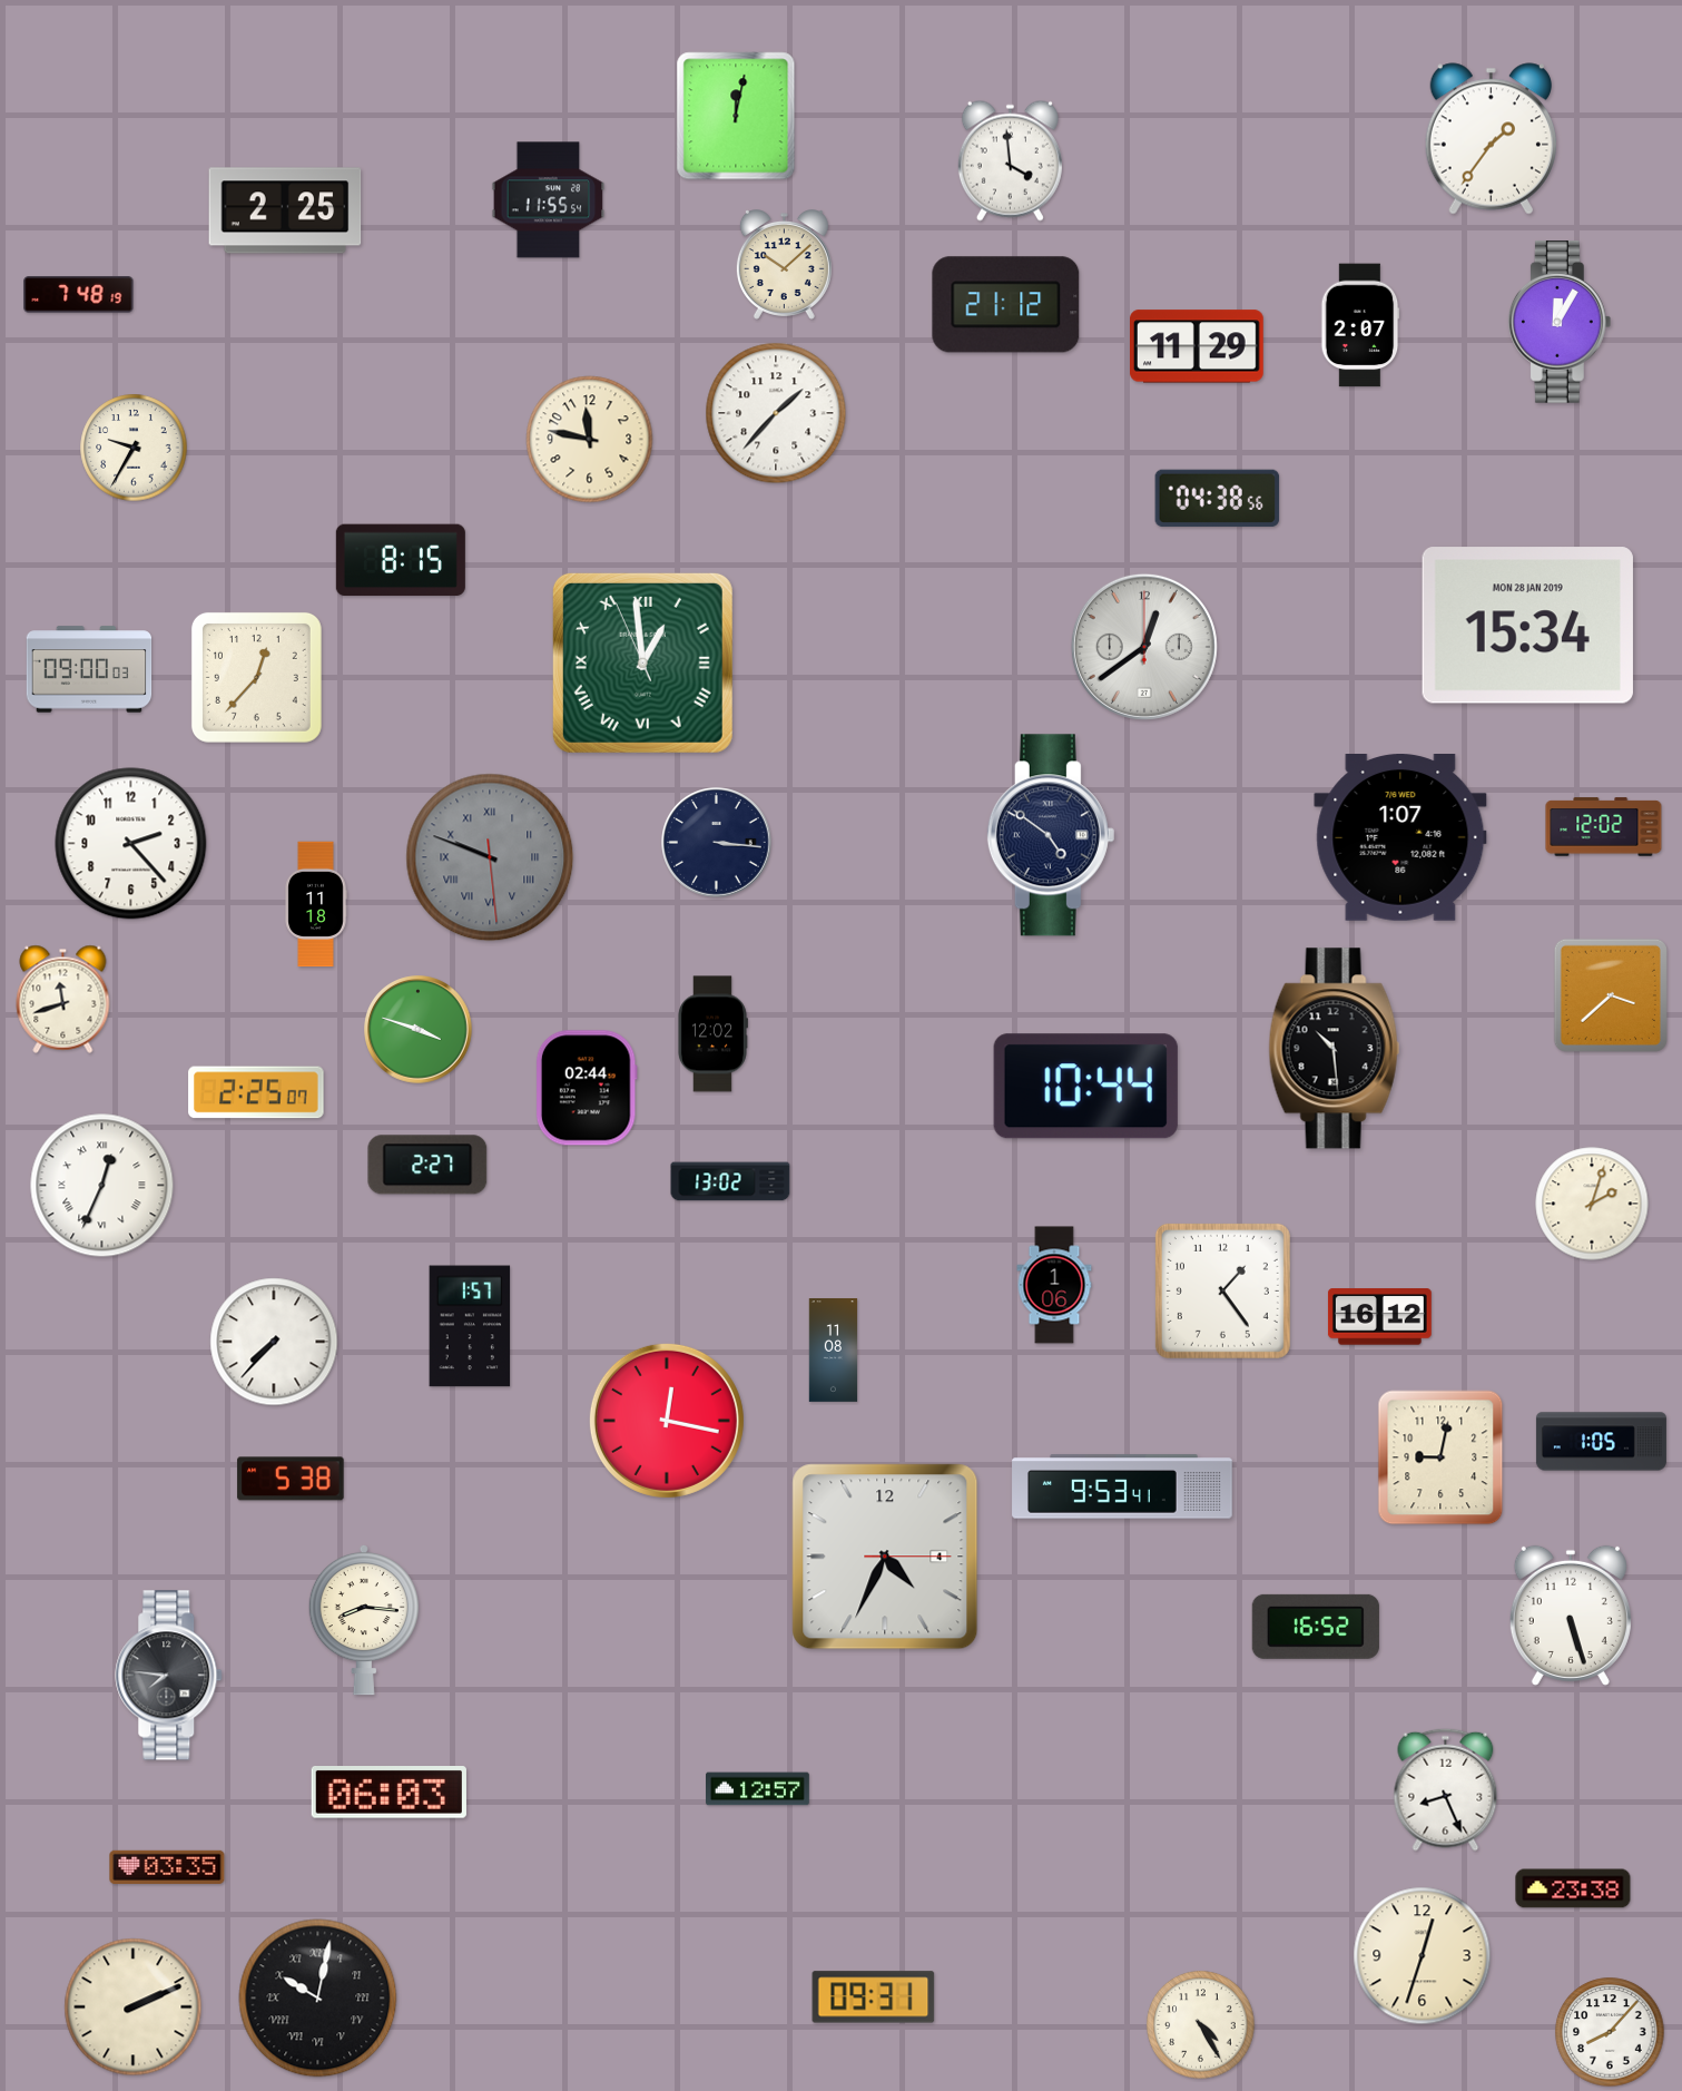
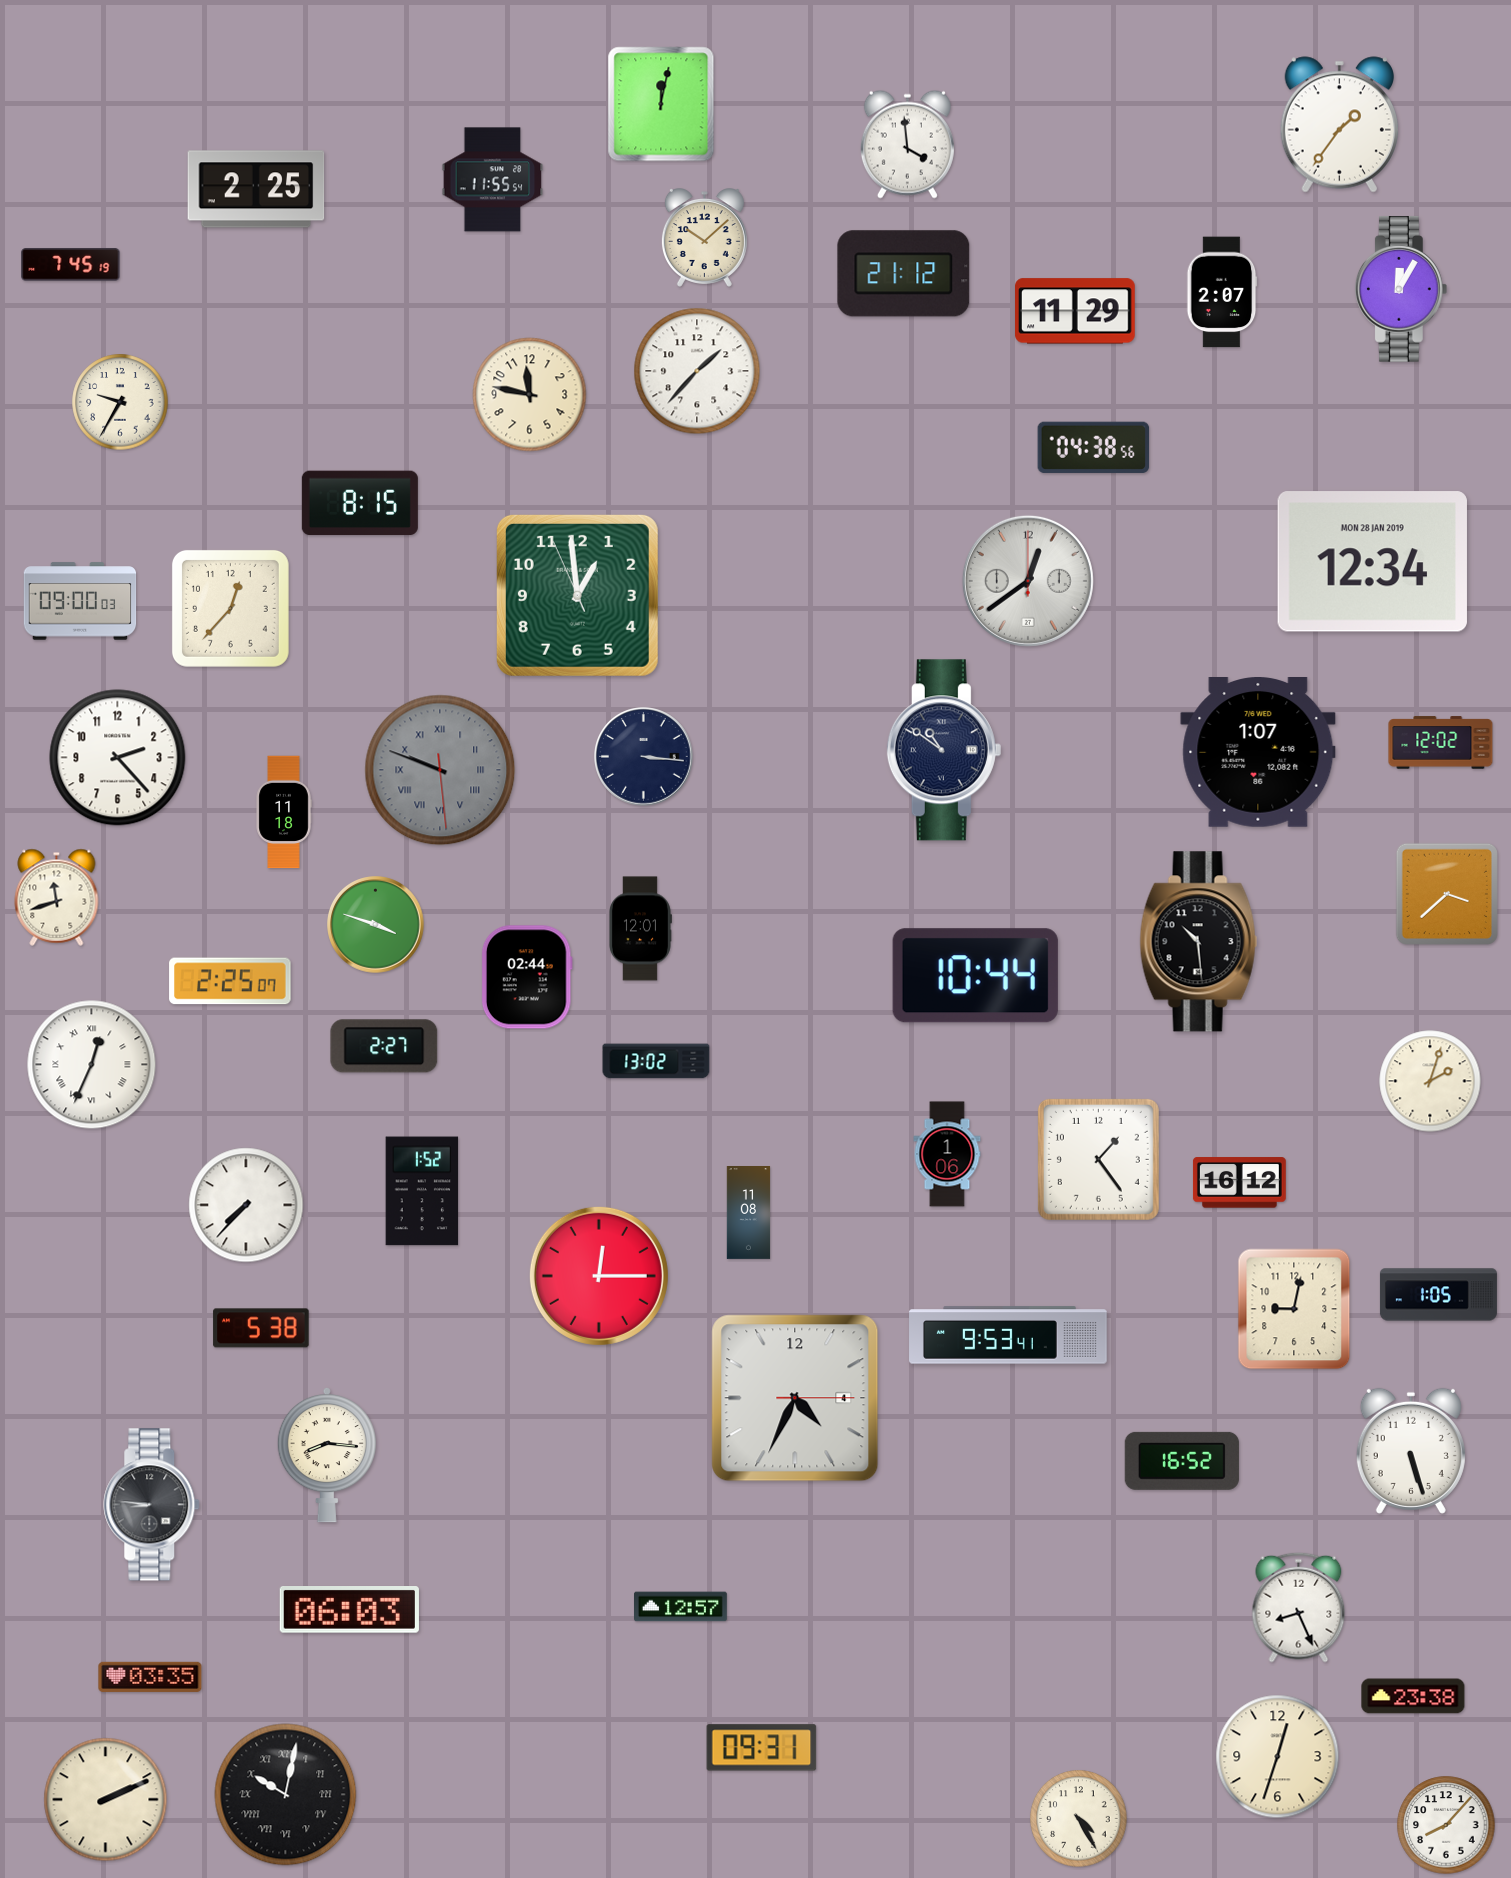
clock at (79, 295): 7:48 -> 7:45
clock at (1527, 626): 15:34 -> 12:34
clock at (642, 662) numerals: Roman -> Arabic
clock at (1051, 835): 4:51 -> 10:51
clock at (714, 1034): 12:02 -> 12:01
clock at (470, 1326): 1:57 -> 1:52
clock at (667, 1421): 12:17 -> 12:15
clock at (169, 1676): 7:46 -> 8:46
clock at (874, 1997) position: (874, 1997) -> (762, 1748)
clock at (134, 2007) position: (134, 2007) -> (106, 1800)
